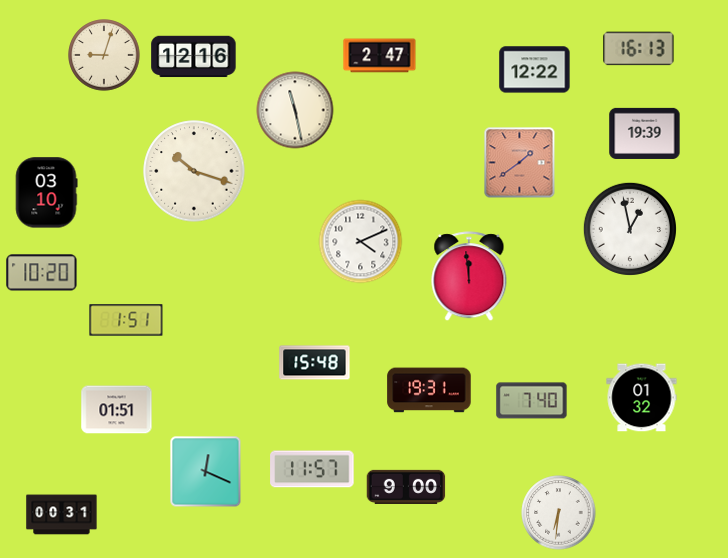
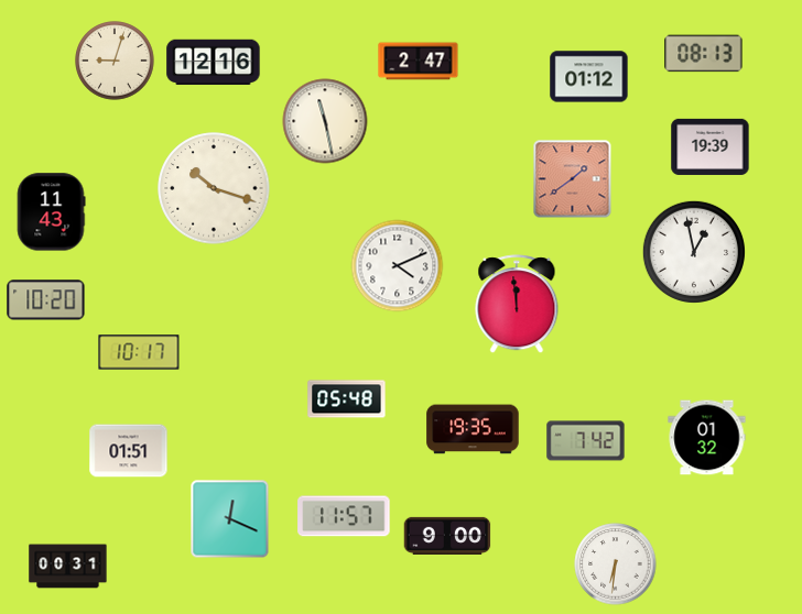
clock at (639, 49): 16:13 -> 08:13
clock at (535, 70): 12:22 -> 01:12
clock at (46, 193): 03:10 -> 11:43
clock at (126, 320): 1:51 -> 10:17
clock at (315, 363): 15:48 -> 05:48
clock at (429, 390): 19:31 -> 19:35
clock at (532, 401): 7:40 -> 7:42
clock at (206, 472) position: (206, 472) -> (230, 519)
